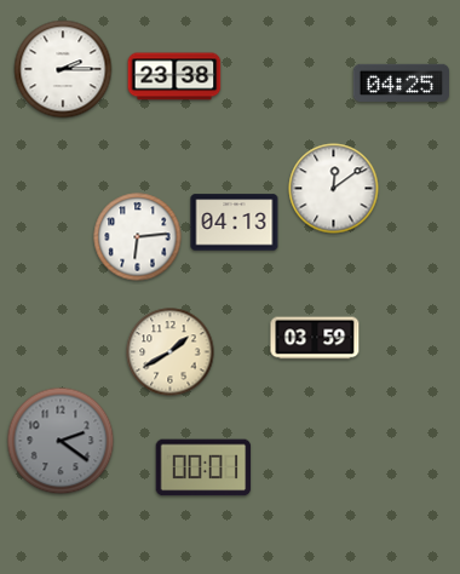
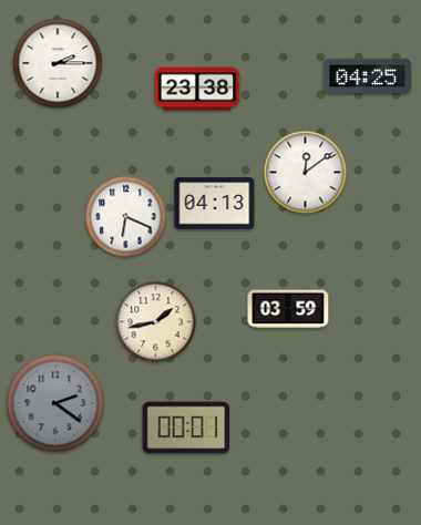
clock at (174, 76) position: (174, 76) -> (197, 89)
clock at (138, 237): 6:14 -> 6:19
clock at (171, 352): 1:40 -> 1:43
